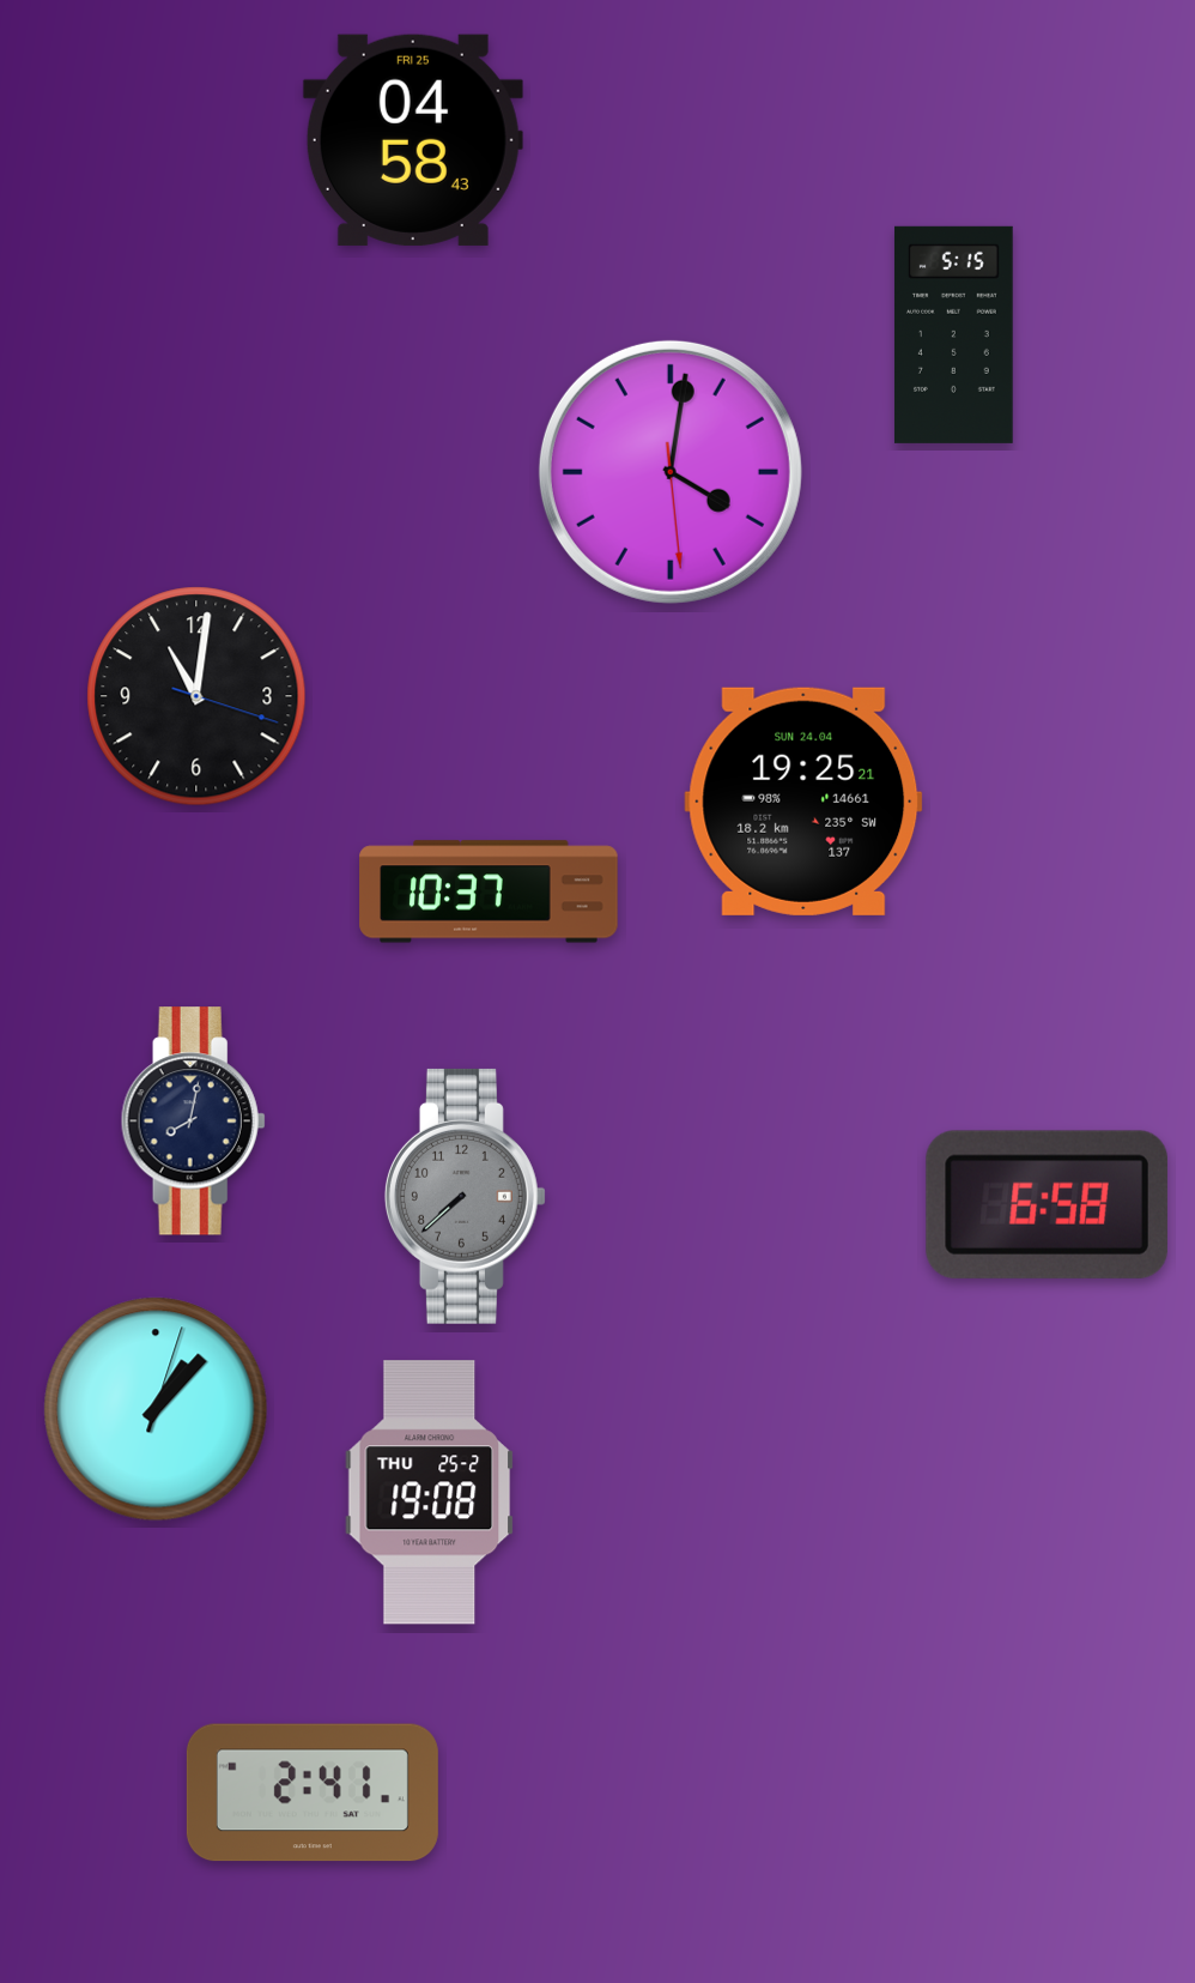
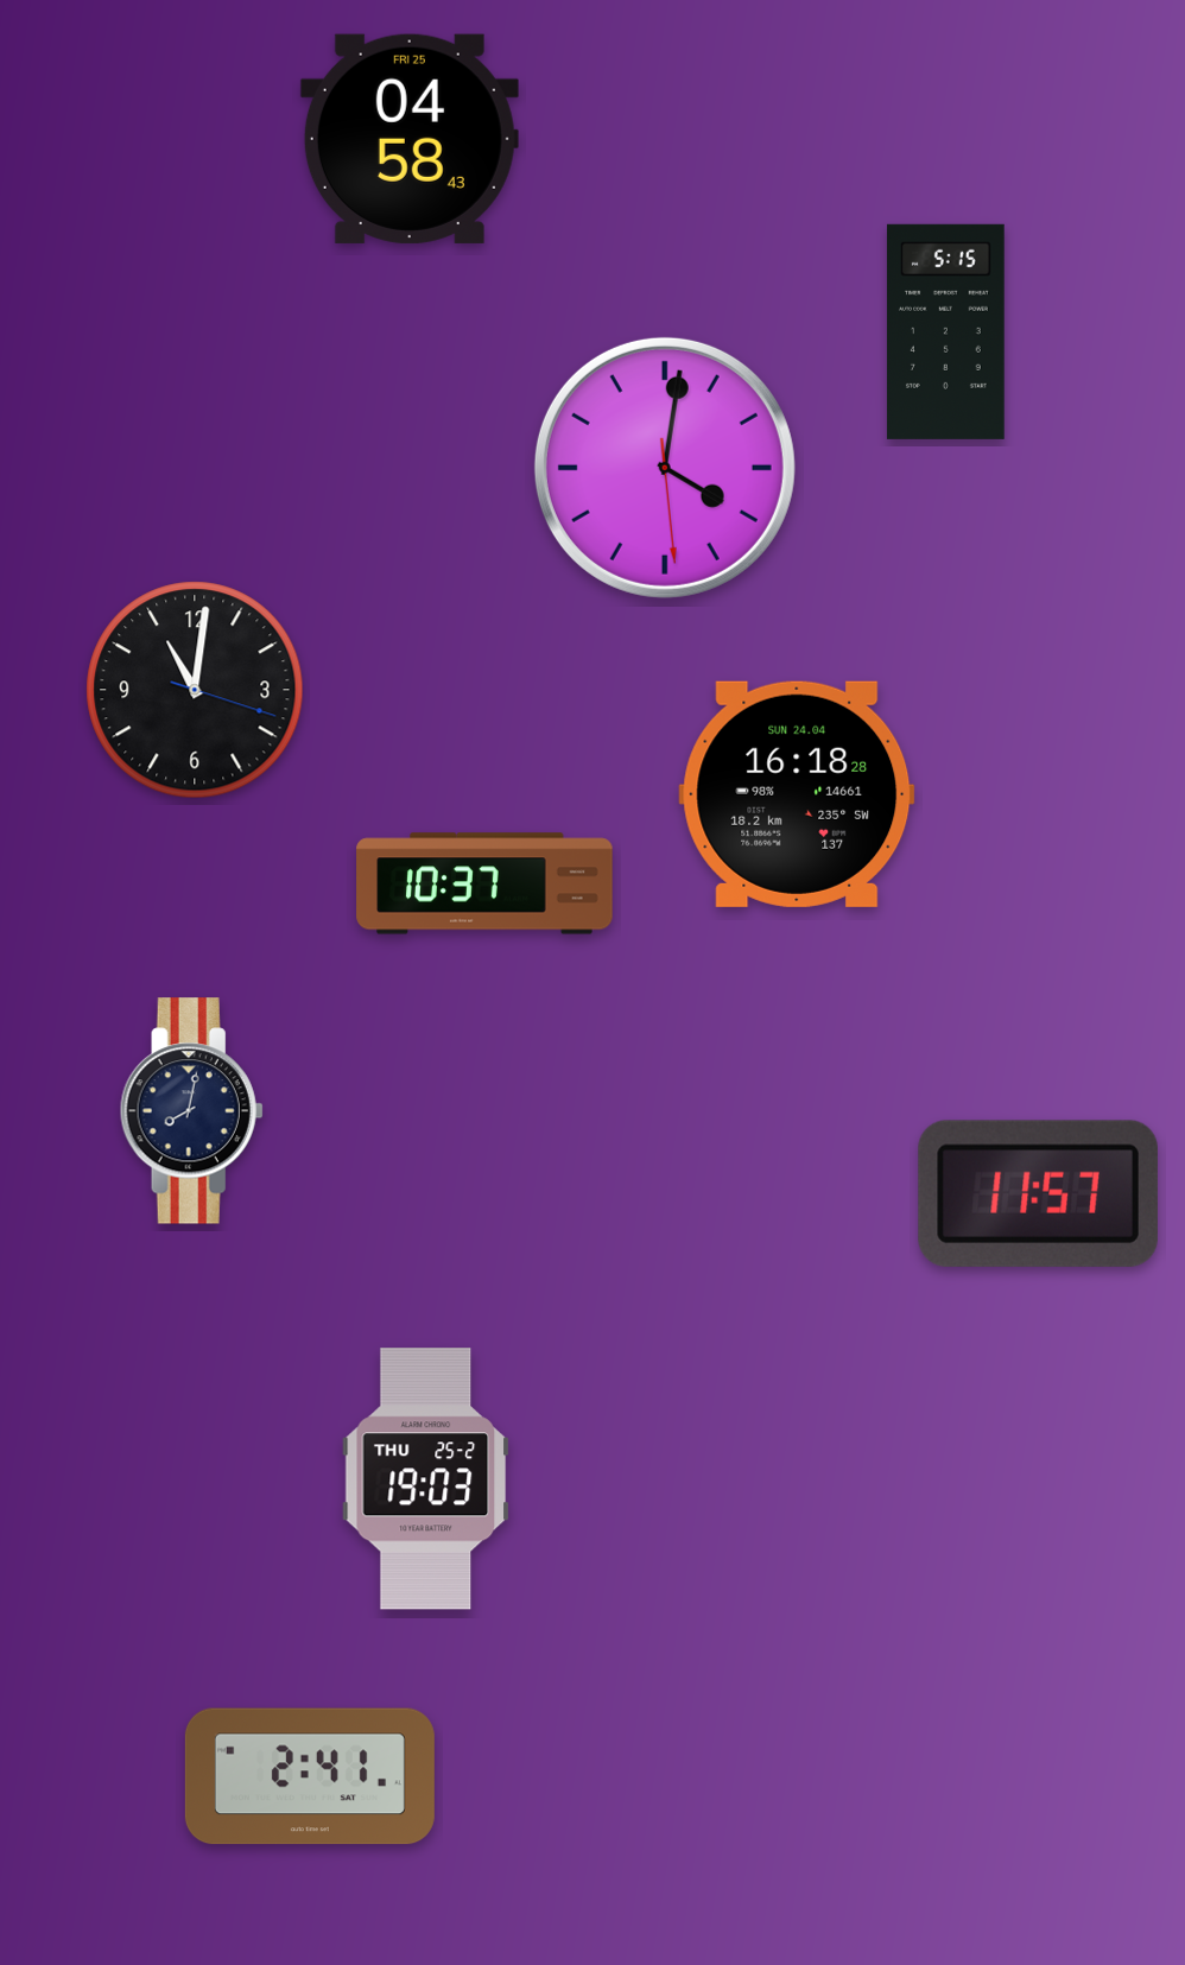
clock at (803, 802): 19:25 -> 16:18
clock at (465, 1196): 7:38 -> none
clock at (1047, 1204): 6:58 -> 11:57
clock at (156, 1409): 1:07 -> none
clock at (430, 1493): 19:08 -> 19:03
